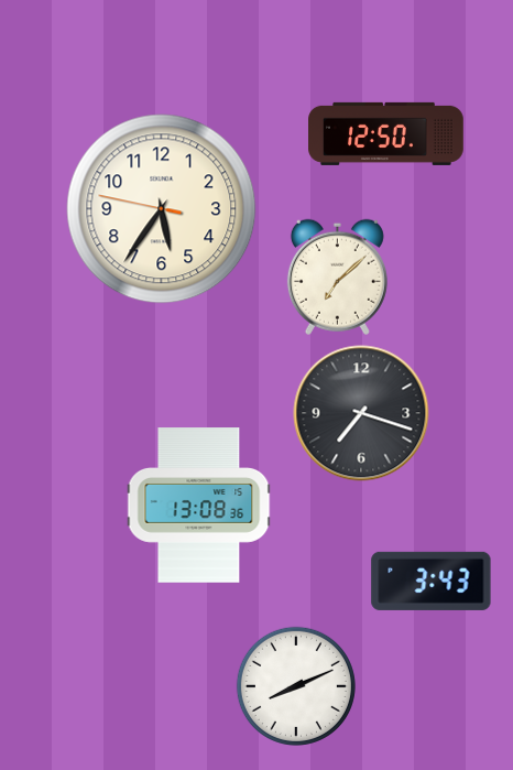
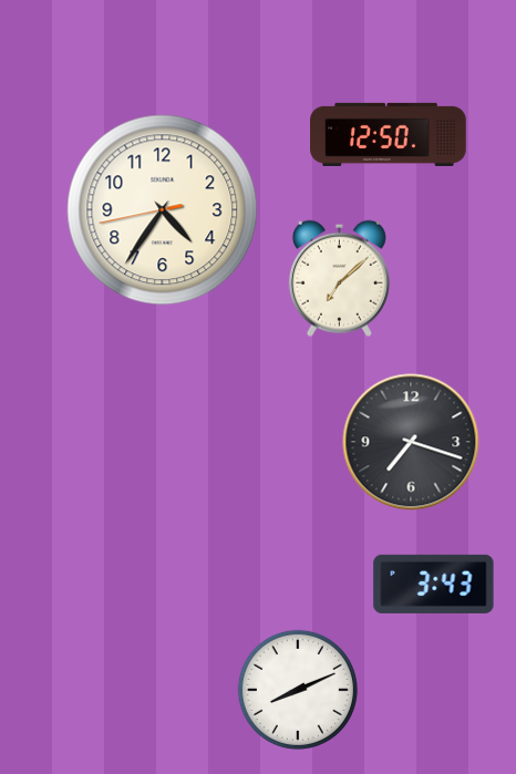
clock at (162, 209): 5:35 -> 4:35
clock at (361, 413) position: (361, 413) -> (411, 442)
clock at (199, 506): 13:08 -> none
